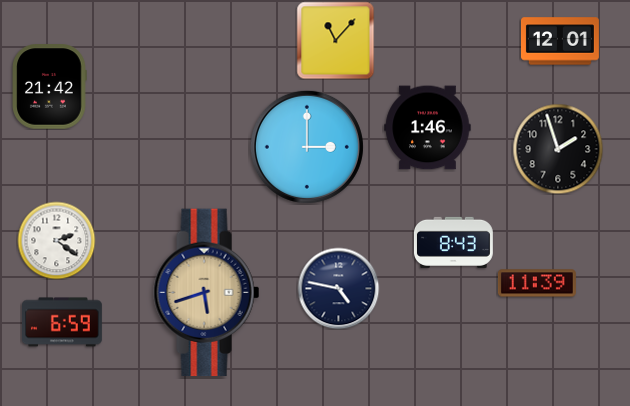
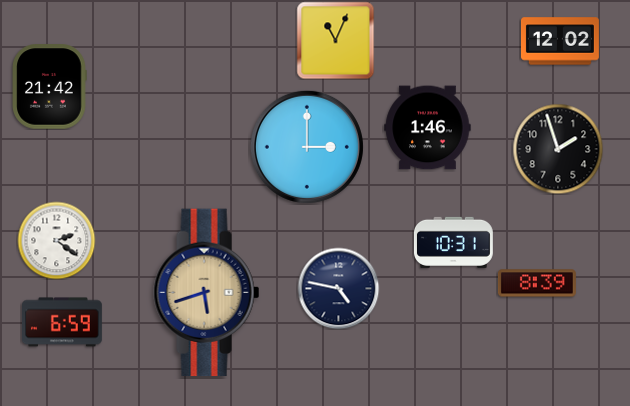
clock at (335, 40): 11:07 -> 11:04
clock at (560, 41): 12:01 -> 12:02
clock at (453, 242): 8:43 -> 10:31
clock at (537, 283): 11:39 -> 8:39
